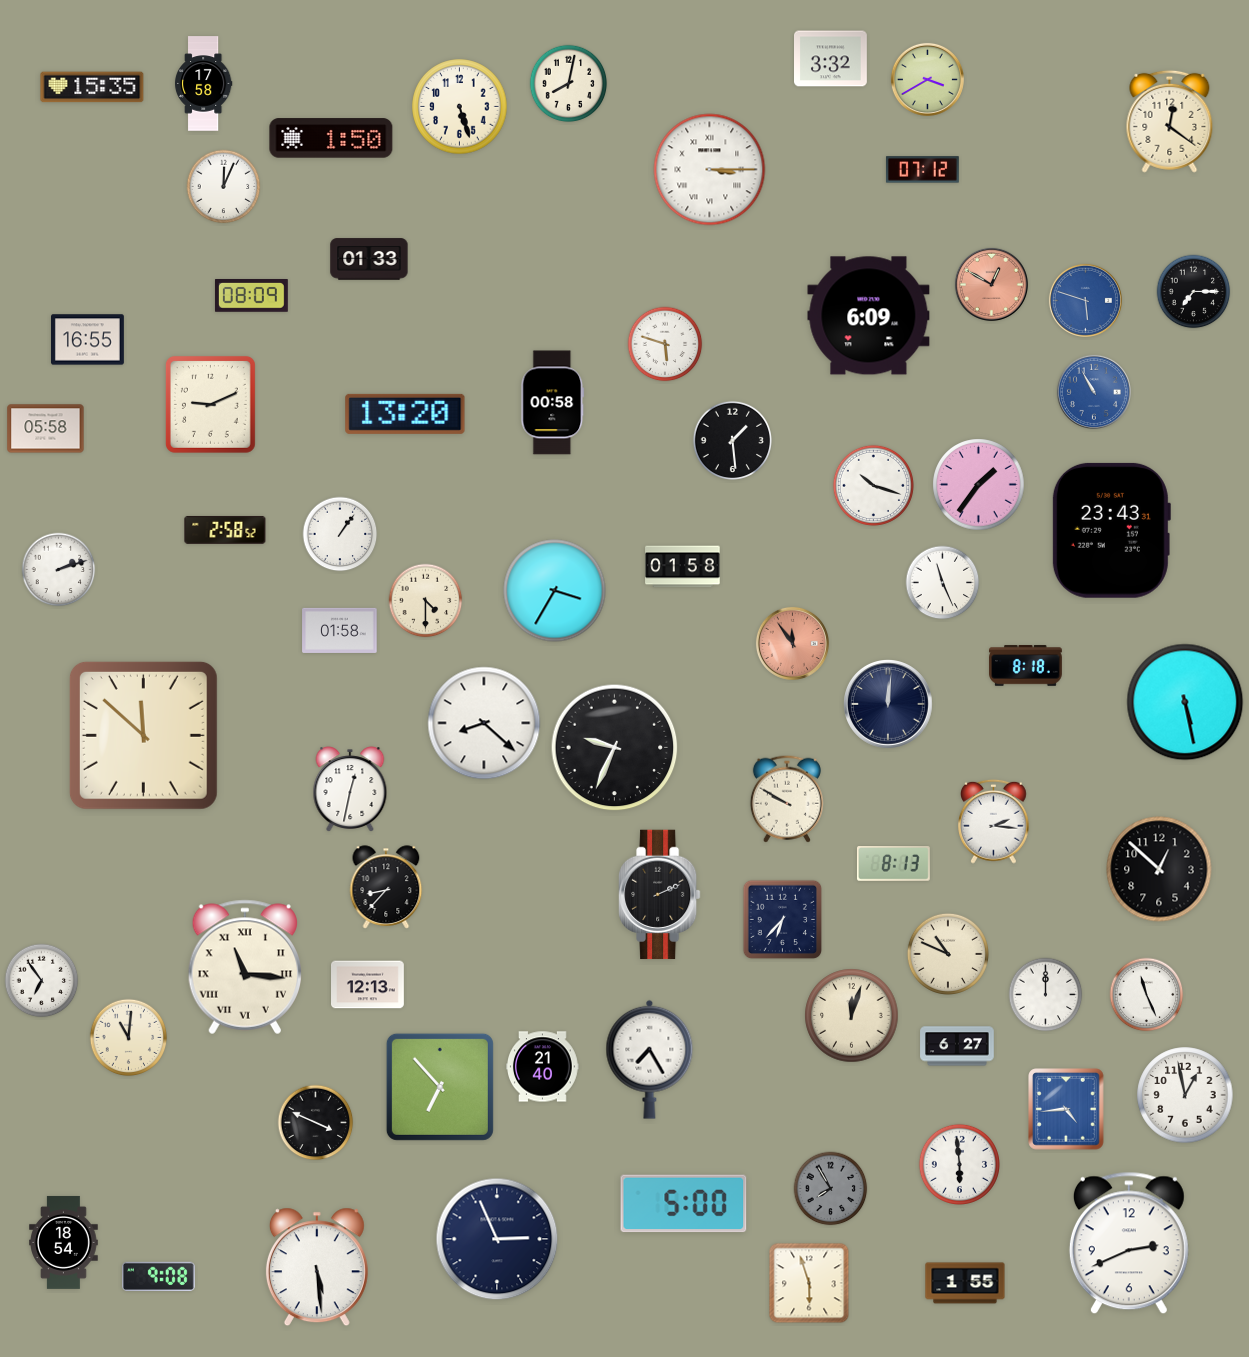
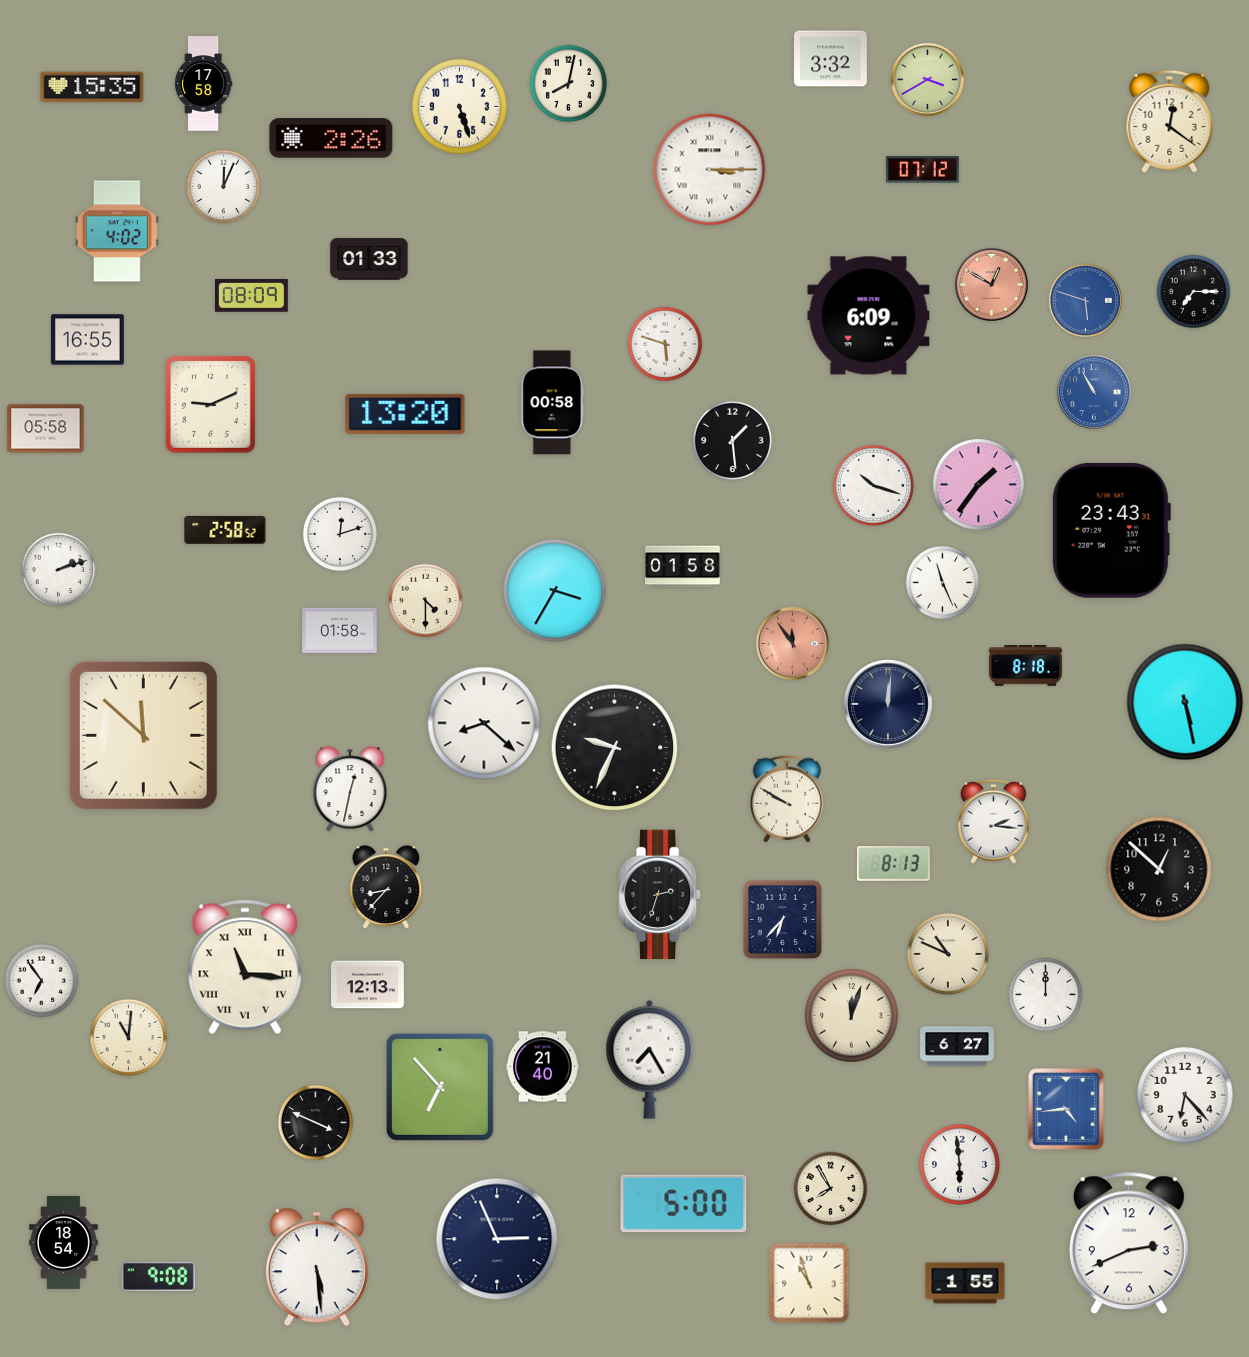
clock at (331, 138): 1:50 -> 2:26
clock at (117, 231): none -> 4:02
clock at (340, 534): 1:06 -> 12:12
clock at (660, 895): 2:11 -> 2:33
clock at (1147, 995): 11:26 -> none
clock at (1185, 1095): 12:58 -> 6:23
clock at (831, 1189) dial: grey -> cream
clock at (809, 1283): 5:57 -> 10:57
